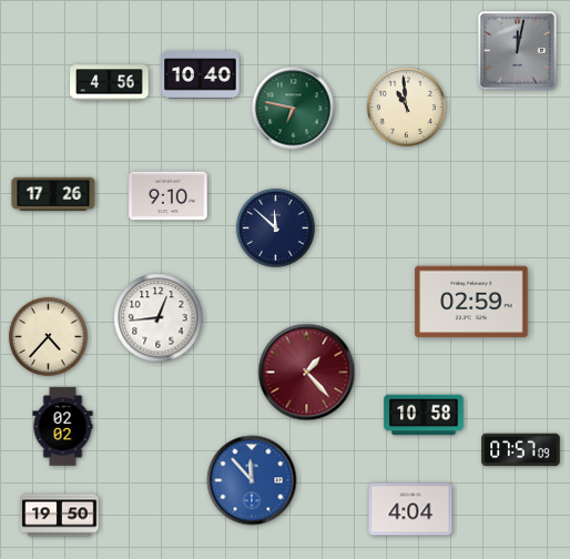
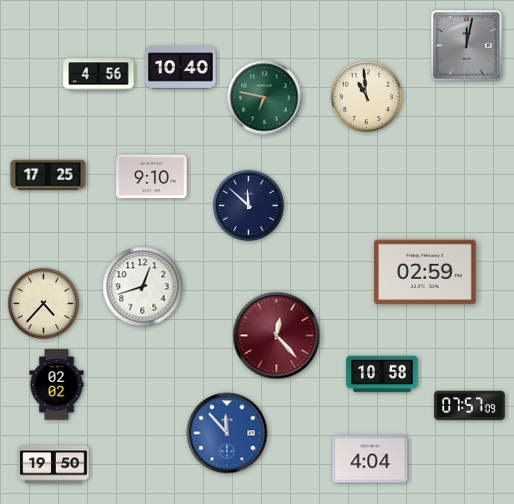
clock at (53, 194): 17:26 -> 17:25
clock at (159, 318): 12:44 -> 12:42
clock at (307, 373): 1:23 -> 12:23
